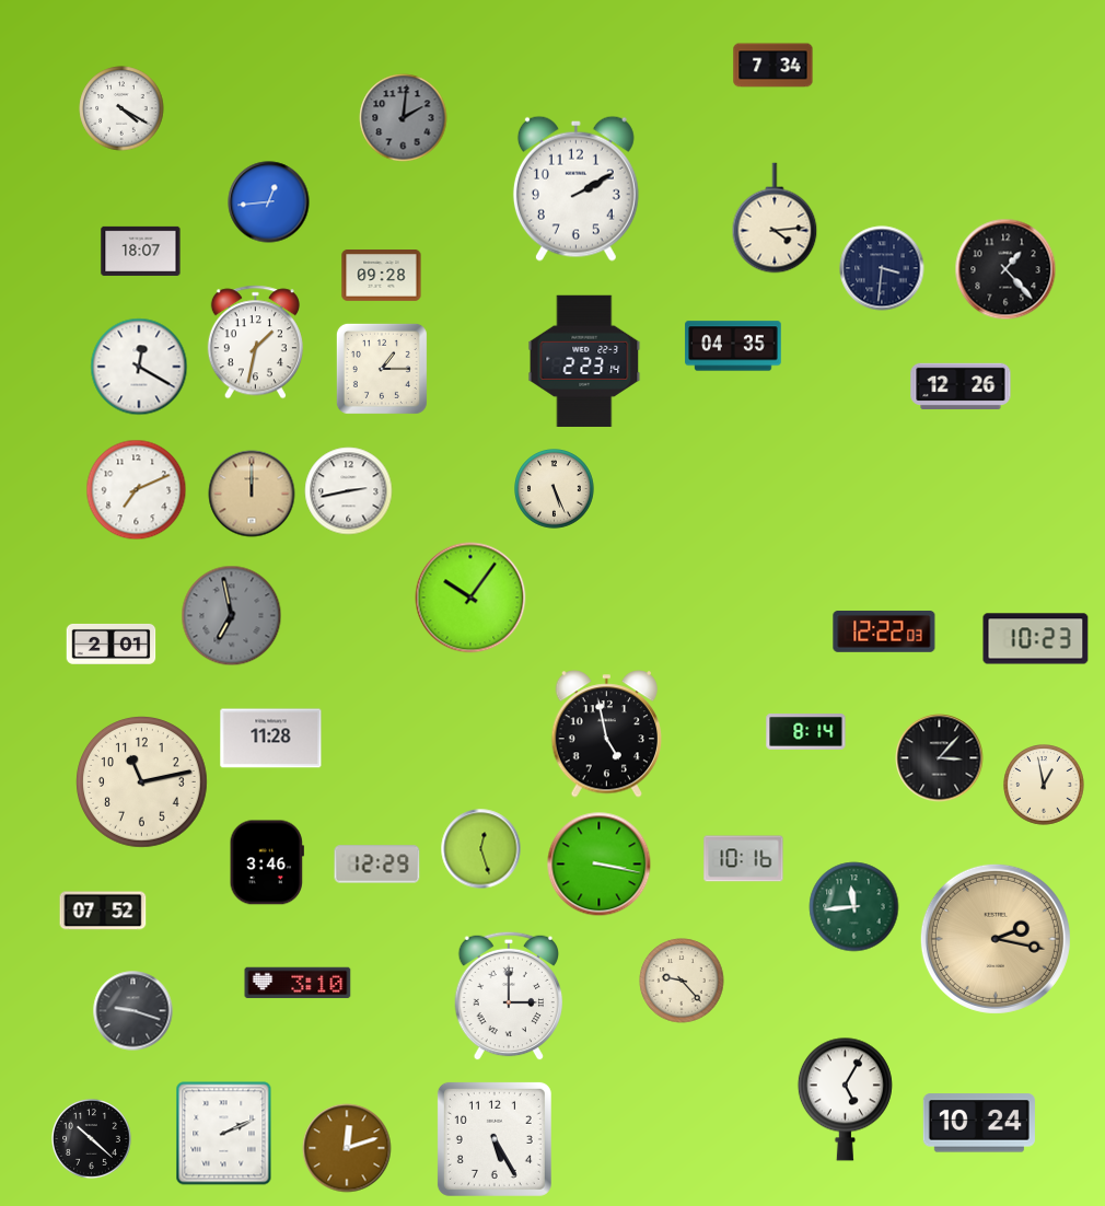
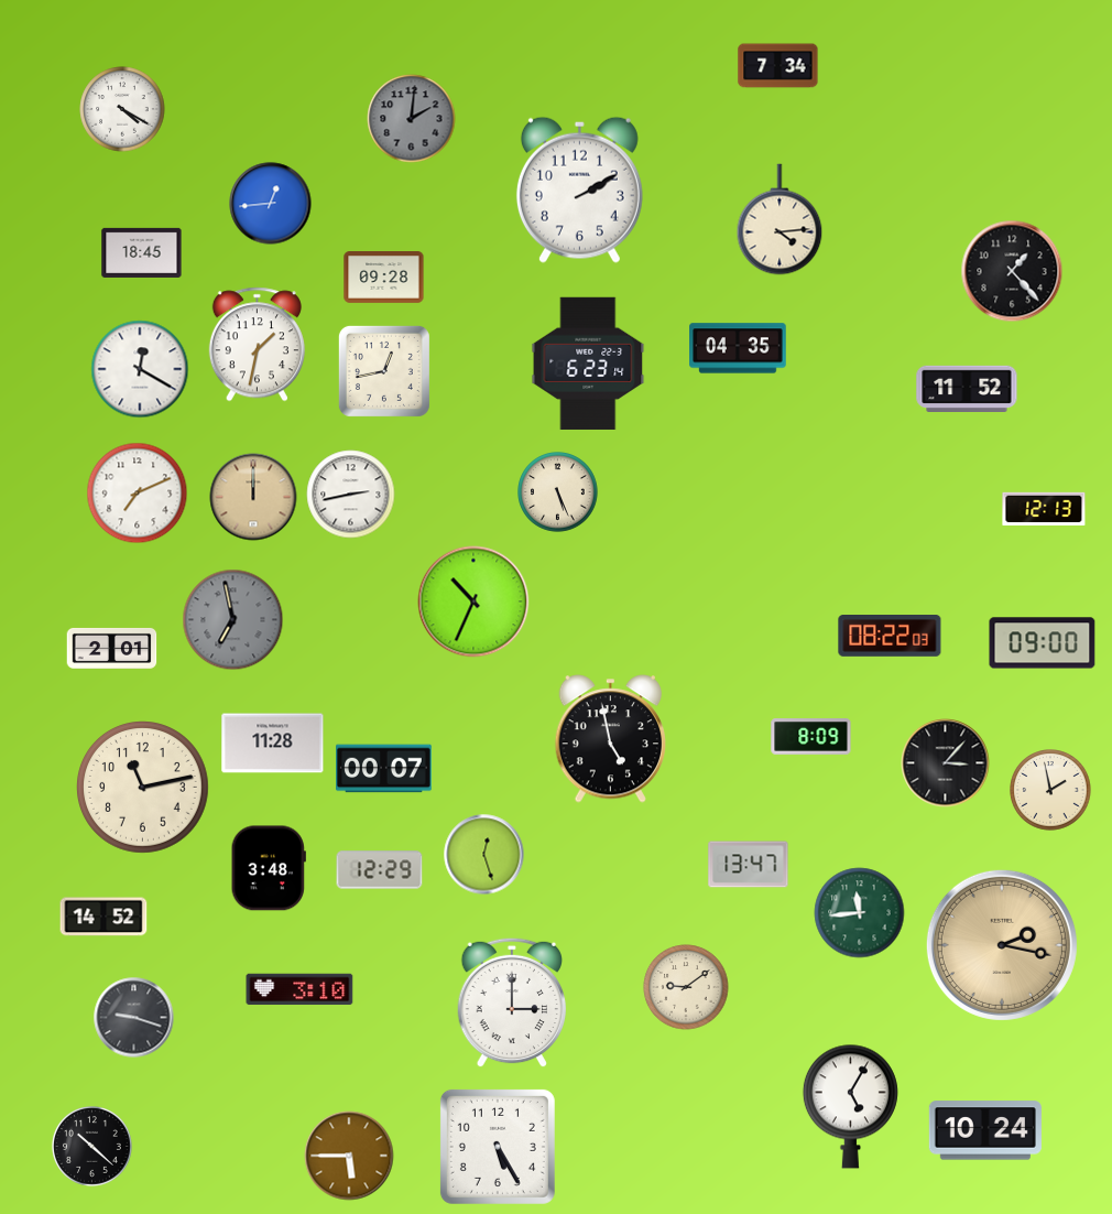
clock at (404, 118) position: (404, 118) -> (412, 119)
clock at (141, 251): 18:07 -> 18:45
clock at (882, 268): 3:31 -> none
clock at (584, 361): 2:23 -> 6:23
clock at (382, 369): 1:15 -> 12:43
clock at (961, 385): 12:26 -> 11:52
clock at (1044, 508): none -> 12:13
clock at (470, 598): 10:06 -> 10:34
clock at (884, 633): 12:22 -> 08:22
clock at (1036, 639): 10:23 -> 09:00
clock at (806, 732): 8:14 -> 8:09
clock at (384, 769): none -> 00:07
clock at (1044, 785): 12:58 -> 1:58
clock at (744, 859): 10:16 -> 13:47
clock at (267, 862): 3:46 -> 3:48
clock at (600, 865): 3:17 -> none
clock at (103, 911): 07:52 -> 14:52
clock at (682, 981): 9:23 -> 9:09
clock at (224, 1134): 2:11 -> none
clock at (347, 1148): 12:12 -> 5:45
